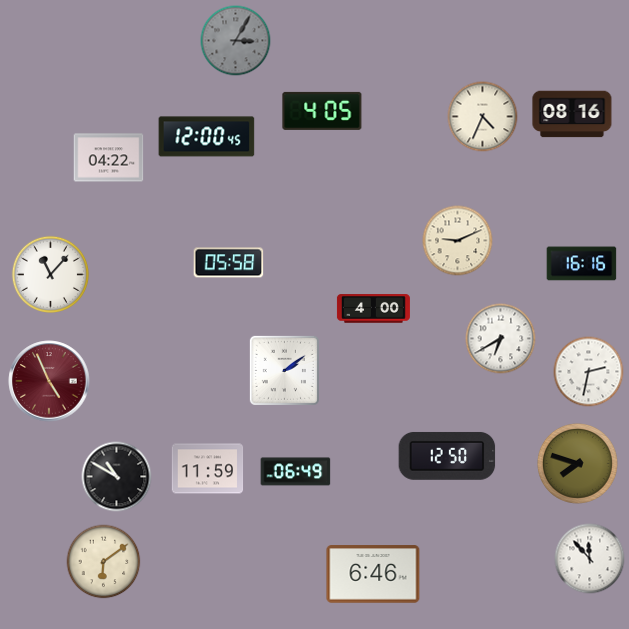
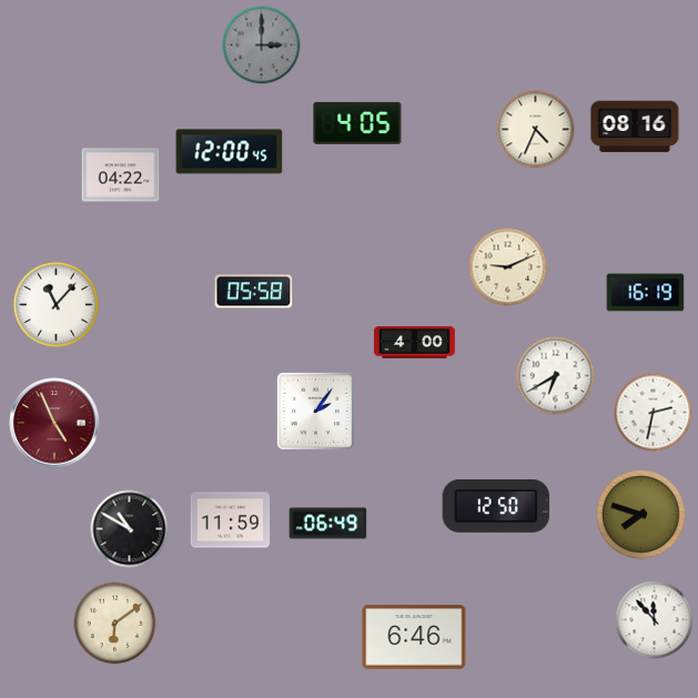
clock at (236, 41): 3:05 -> 3:00
clock at (582, 264): 16:16 -> 16:19
clock at (284, 370): 2:09 -> 2:06
